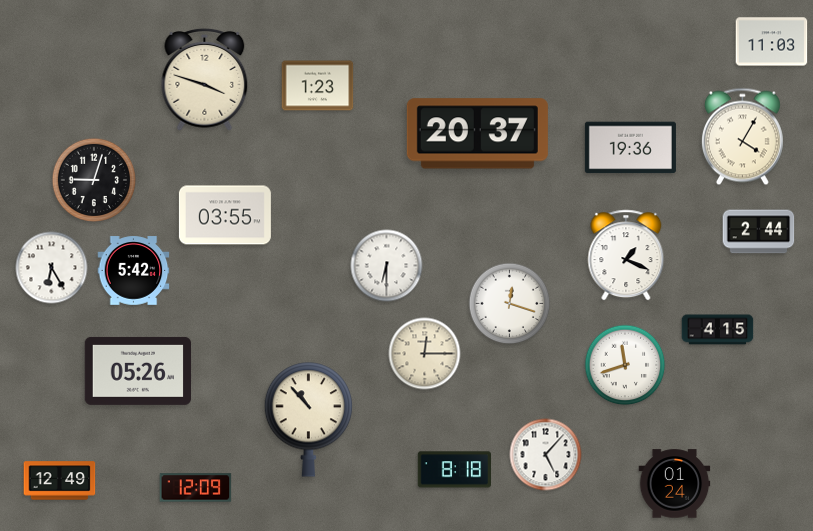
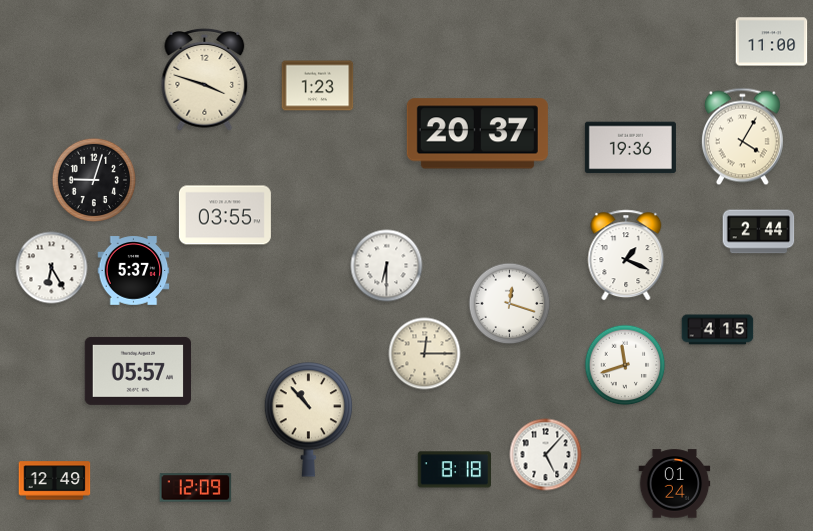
clock at (772, 42): 11:03 -> 11:00
clock at (134, 271): 5:42 -> 5:37
clock at (137, 371): 05:26 -> 05:57
clock at (60, 481) position: (60, 481) -> (55, 481)
